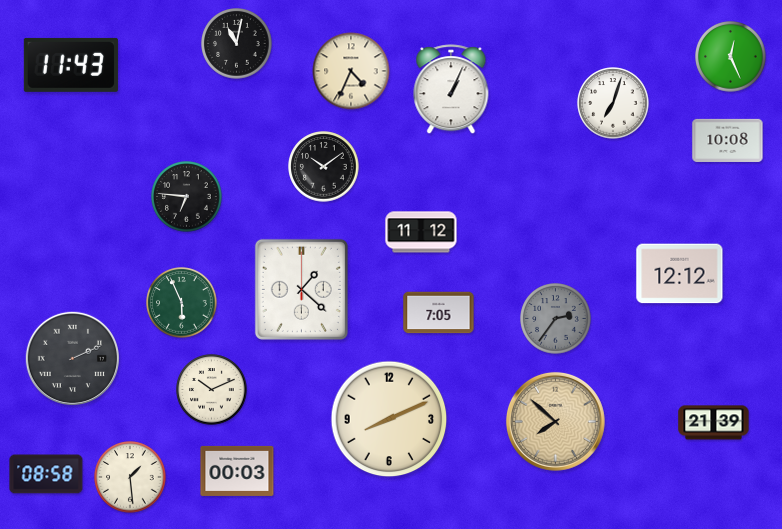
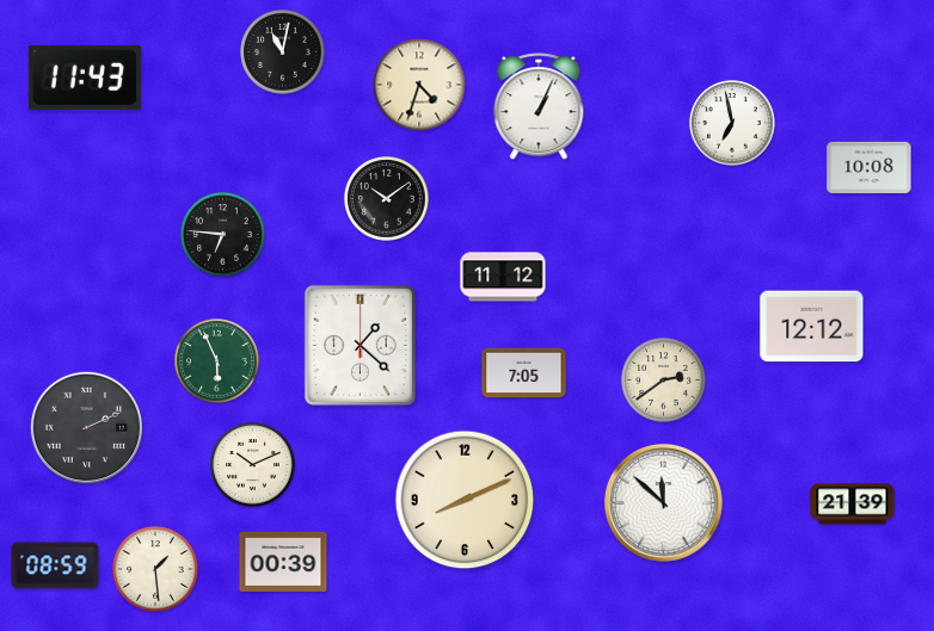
clock at (731, 57): 12:26 -> none
clock at (351, 71): 4:34 -> 4:33
clock at (613, 103): 7:03 -> 6:58
clock at (556, 319): 2:36 -> 2:39
clock at (556, 319) dial: grey -> cream
clock at (555, 421): 7:52 -> 11:52
clock at (555, 421) dial: champagne -> white
clock at (237, 471): 00:03 -> 00:39
clock at (46, 474): 08:58 -> 08:59
